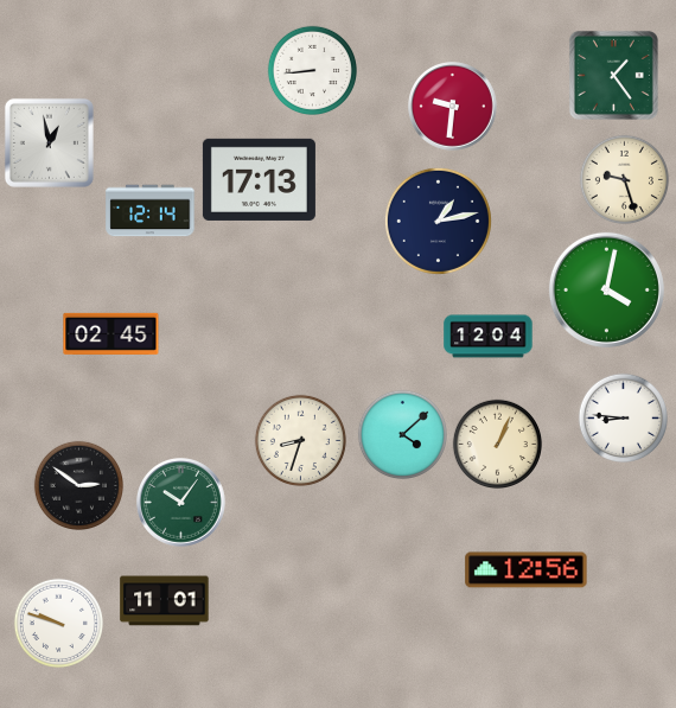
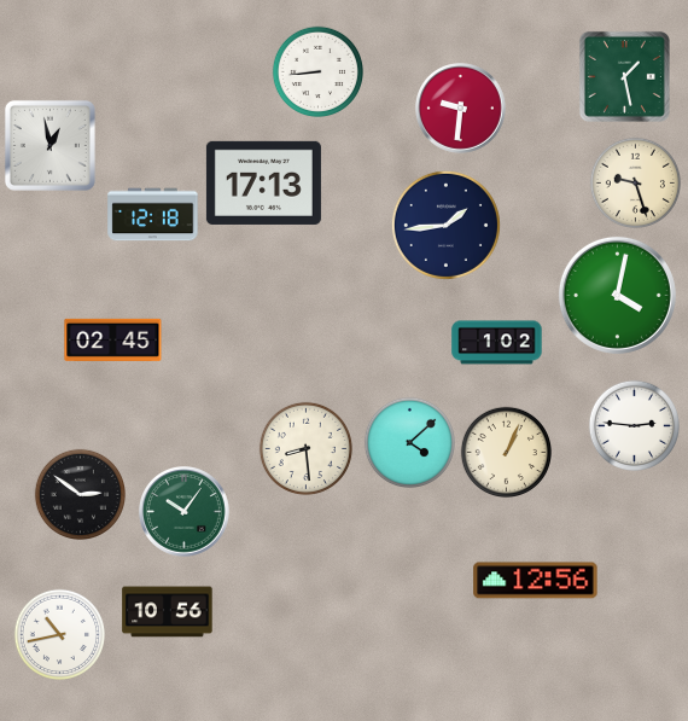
clock at (613, 75): 1:24 -> 1:28
clock at (151, 211): 12:14 -> 12:18
clock at (438, 221): 1:13 -> 1:44
clock at (489, 337): 12:04 -> 1:02
clock at (623, 417): 8:46 -> 2:46
clock at (300, 440): 8:33 -> 8:29
clock at (165, 601): 11:01 -> 10:56
clock at (58, 623): 9:48 -> 10:43
